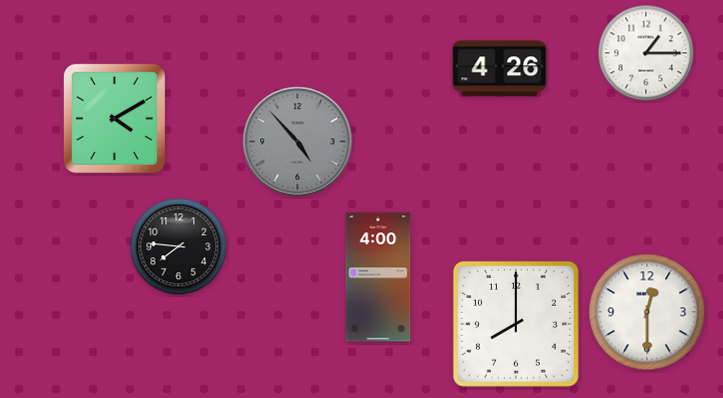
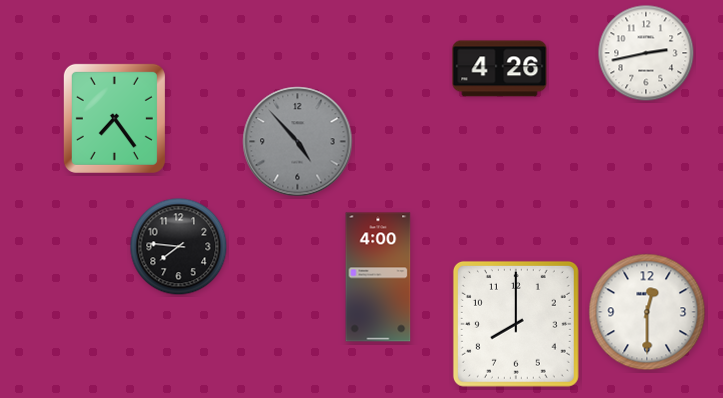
clock at (646, 53): 1:15 -> 2:43
clock at (114, 118): 4:10 -> 7:24
